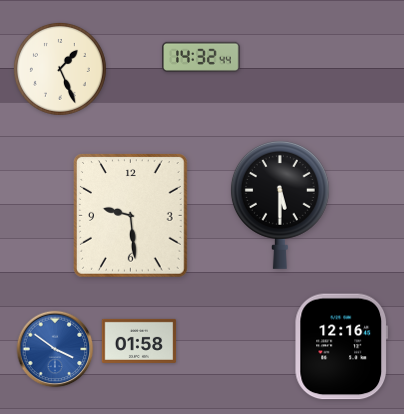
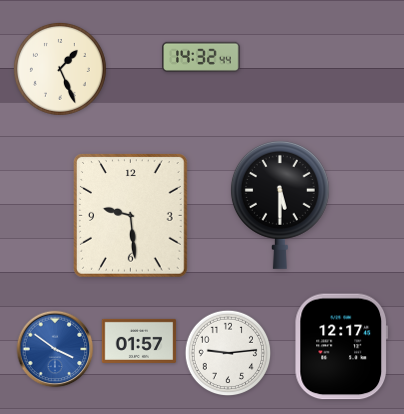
clock at (139, 341): 01:58 -> 01:57
clock at (342, 347): 12:16 -> 12:17
clock at (228, 353): none -> 9:14
